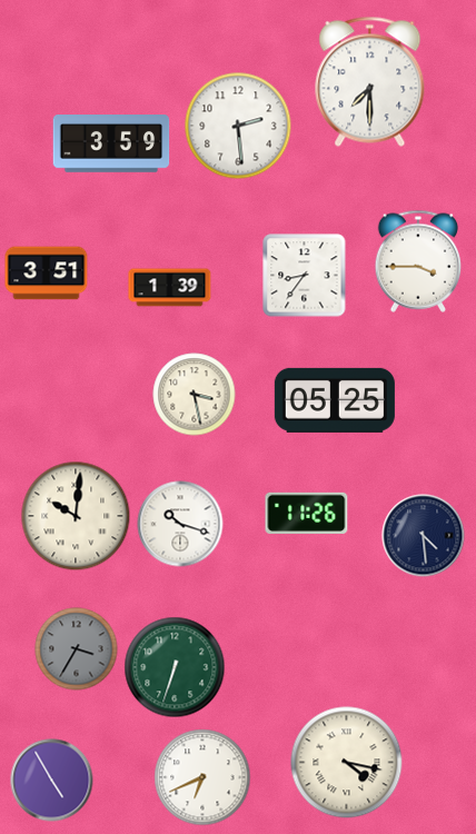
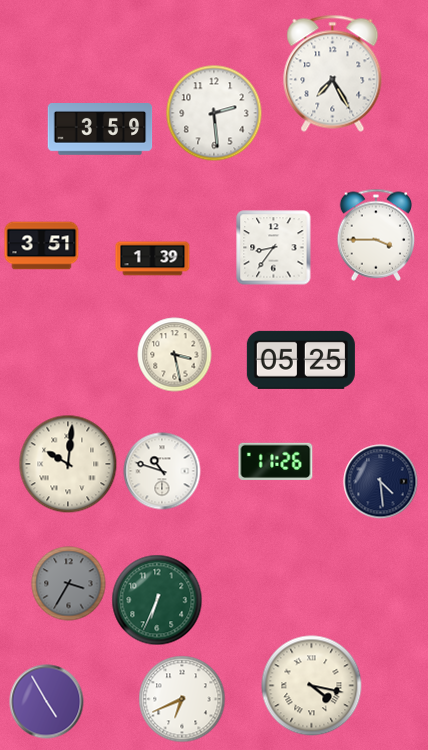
clock at (370, 81): 7:30 -> 7:25
clock at (180, 524): 10:18 -> 10:48
clock at (175, 667): 6:33 -> 6:34
